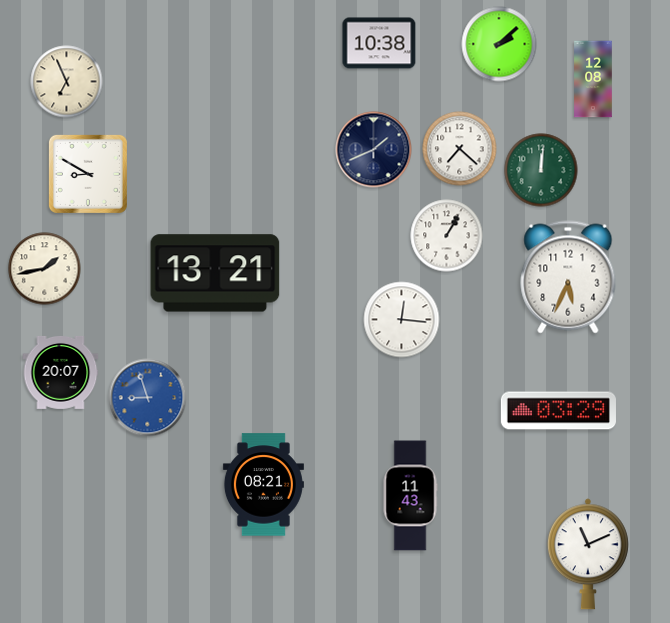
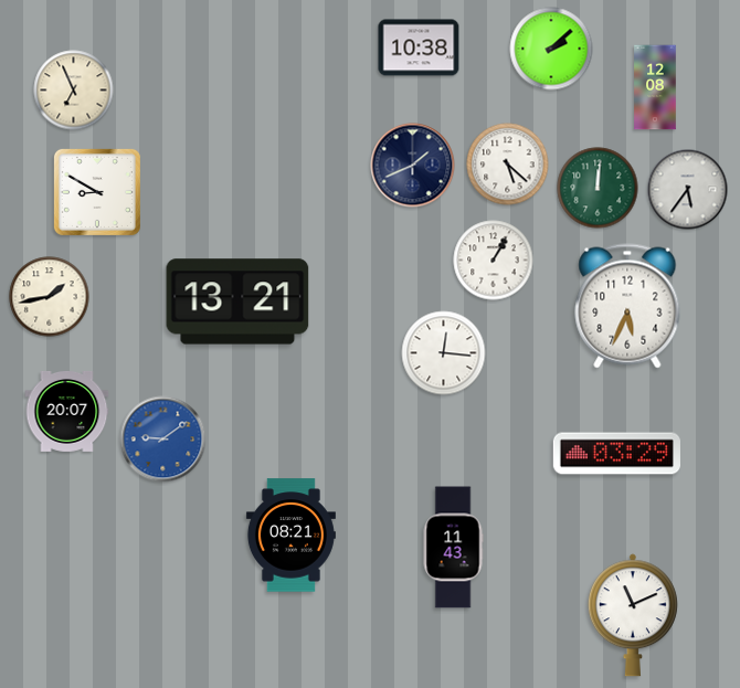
clock at (460, 149): 7:22 -> 5:22
clock at (688, 190): none -> 5:36
clock at (148, 398): 8:57 -> 9:09
clock at (588, 554) position: (588, 554) -> (633, 615)
